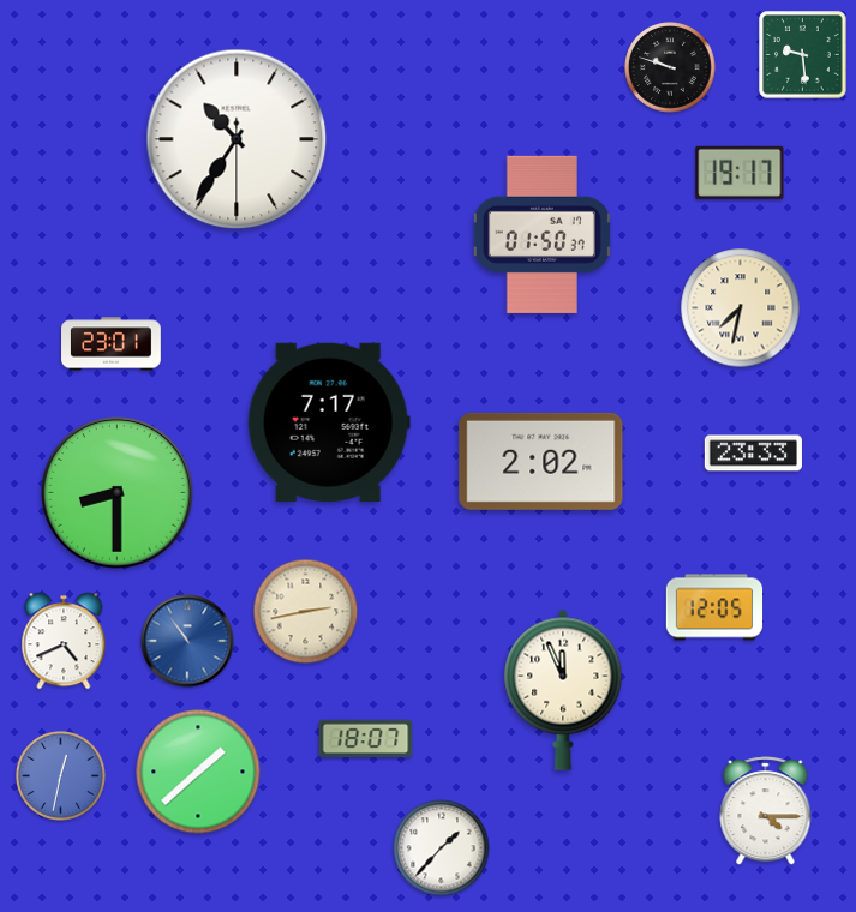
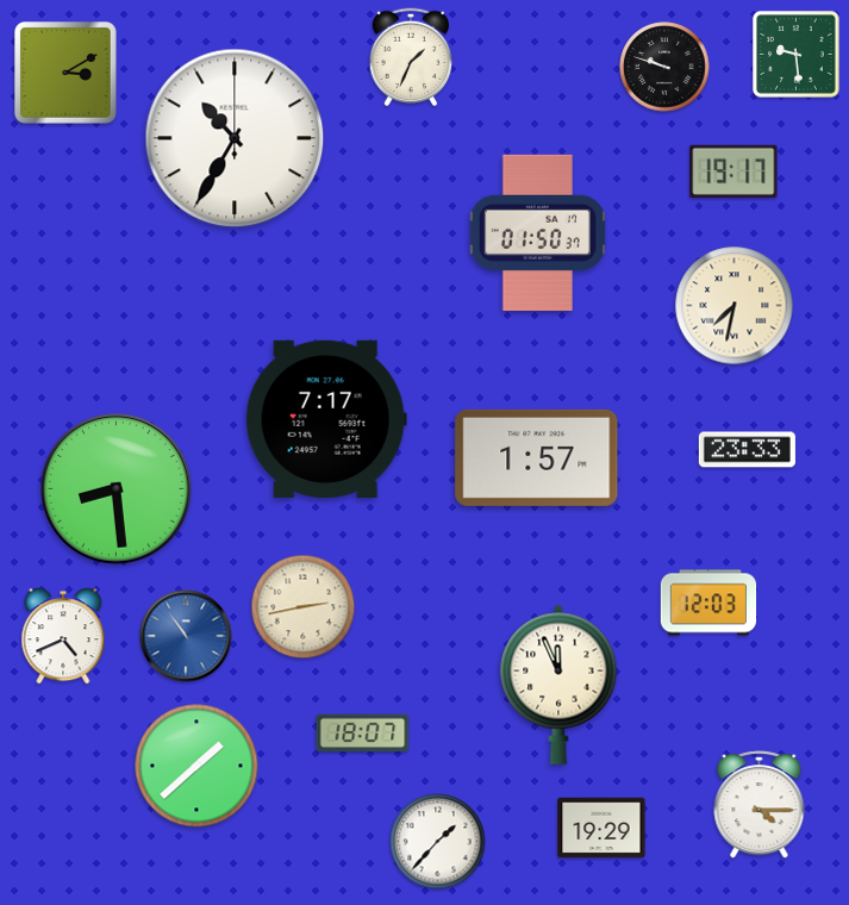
clock at (411, 57): none -> 1:34
clock at (67, 74): none -> 3:10
clock at (237, 139): 10:35:30 -> 10:35:00
clock at (112, 344): 23:01 -> none
clock at (541, 461): 2:02 -> 1:57
clock at (118, 493): 8:30 -> 8:29
clock at (714, 607): 12:05 -> 12:03
clock at (61, 776): 12:32 -> none
clock at (601, 828): none -> 19:29
